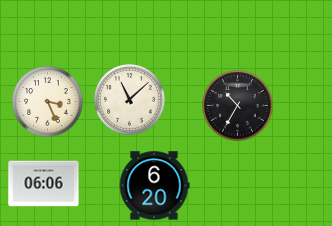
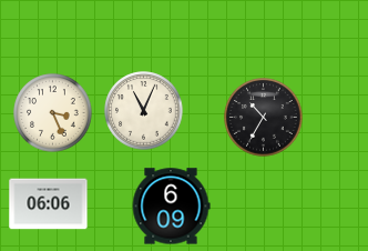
clock at (130, 100): 11:08 -> 11:04
clock at (154, 186): 6:20 -> 6:09
